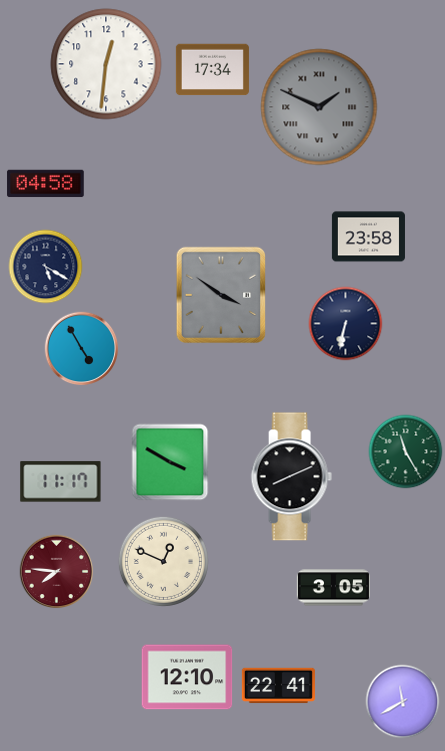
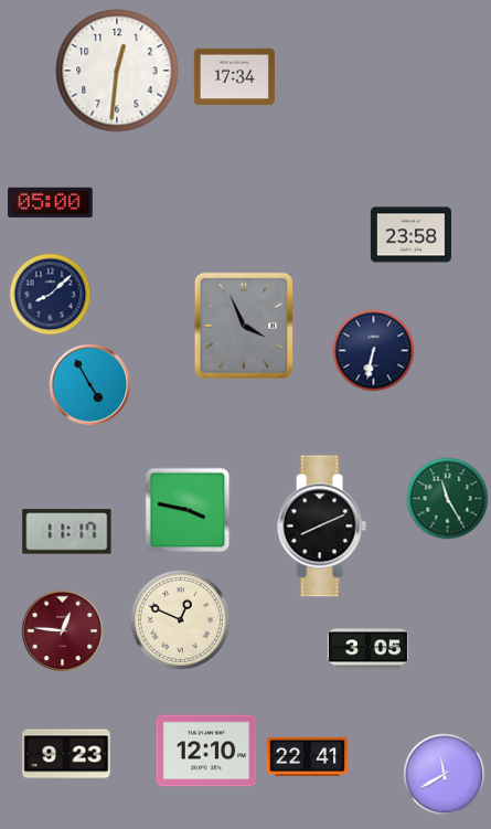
clock at (319, 107): 1:49 -> none
clock at (46, 184): 04:58 -> 05:00
clock at (368, 237) position: (368, 237) -> (410, 235)
clock at (46, 267): 5:20 -> 8:08
clock at (220, 295): 3:51 -> 3:56
clock at (346, 324) position: (346, 324) -> (374, 351)
clock at (170, 462): 3:50 -> 3:47
clock at (57, 572): 7:46 -> 12:46
clock at (187, 677) position: (187, 677) -> (206, 751)
clock at (66, 754): none -> 9:23
